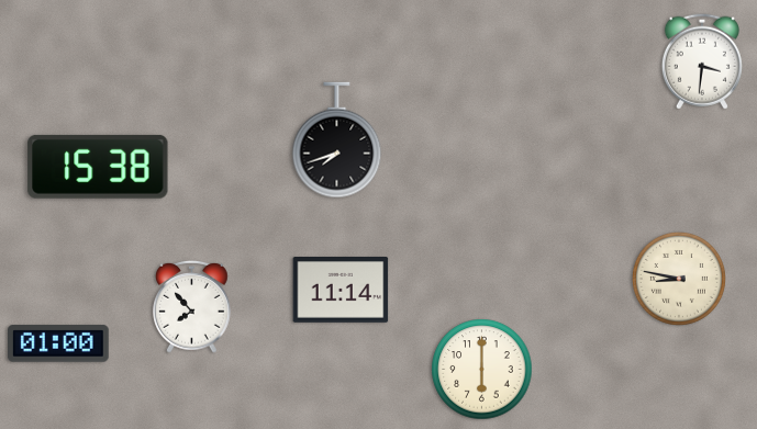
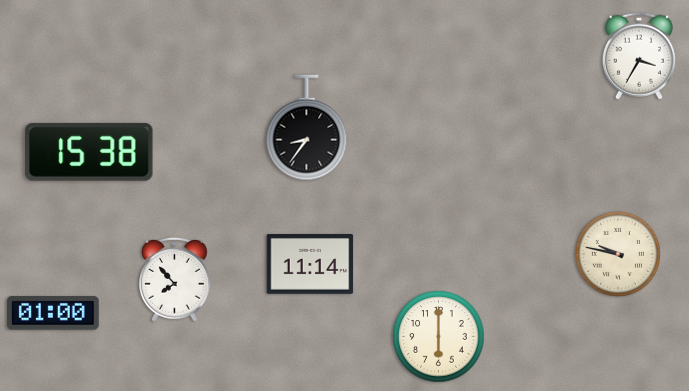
clock at (702, 61): 3:31 -> 3:35
clock at (337, 140): 7:42 -> 8:36
clock at (679, 279): 8:47 -> 9:47
